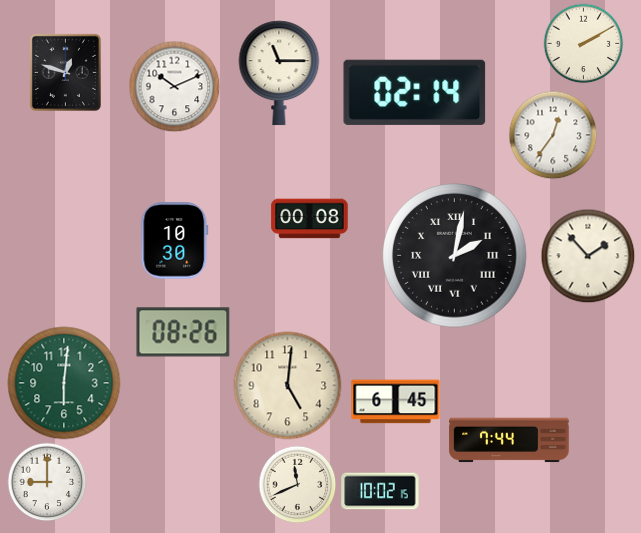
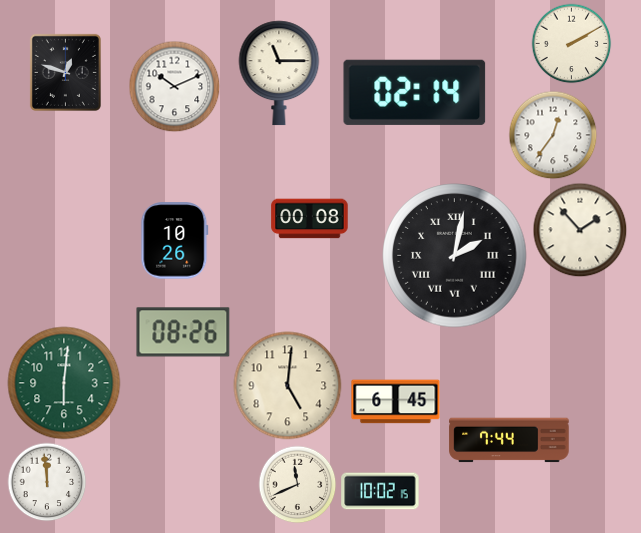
clock at (583, 43) position: (583, 43) -> (571, 43)
clock at (175, 241): 10:30 -> 10:26
clock at (588, 256) position: (588, 256) -> (580, 230)
clock at (47, 482): 9:00 -> 11:59
